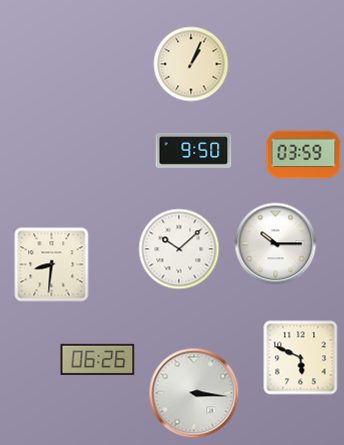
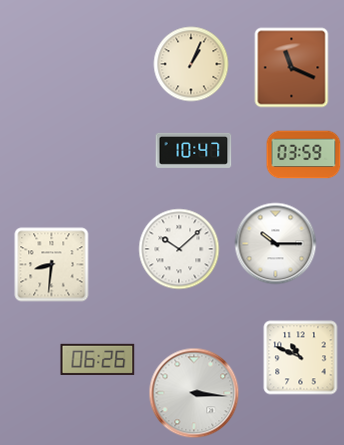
clock at (292, 68): none -> 11:19
clock at (194, 150): 9:50 -> 10:47
clock at (301, 358): 5:49 -> 10:49
